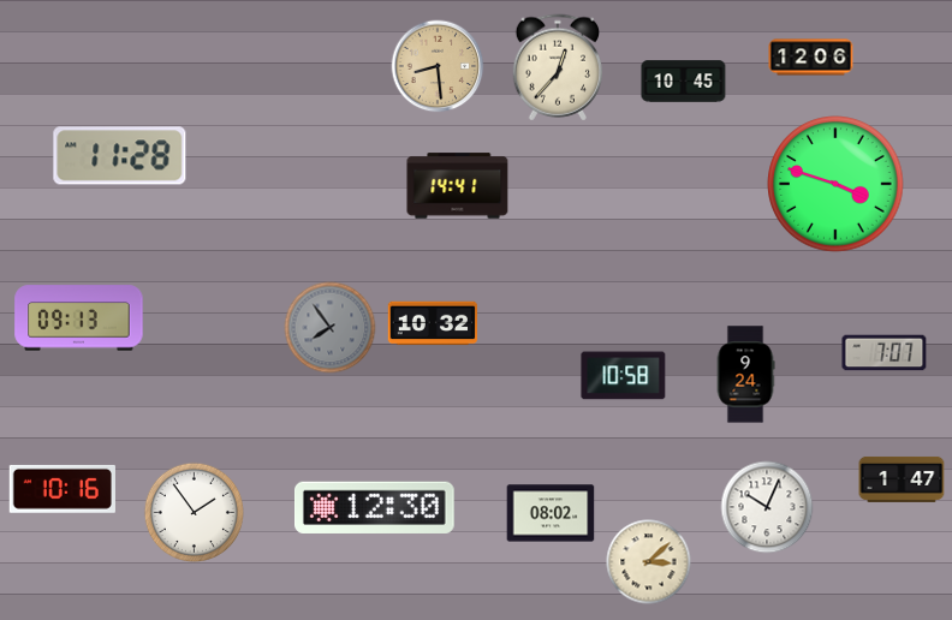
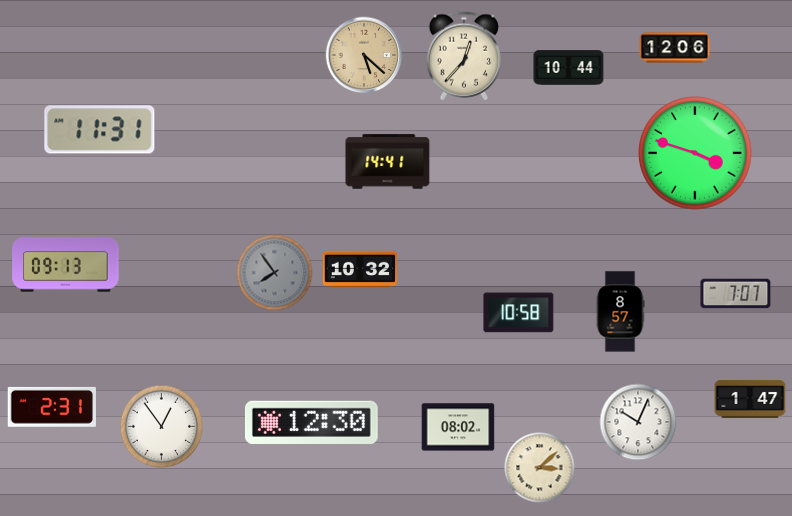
clock at (438, 66): 8:29 -> 5:22
clock at (684, 82): 10:45 -> 10:44
clock at (120, 156): 11:28 -> 11:31
clock at (458, 186) position: (458, 186) -> (388, 162)
clock at (745, 375): 9:24 -> 8:57
clock at (63, 489): 10:16 -> 2:31
clock at (195, 513): 1:54 -> 12:54
